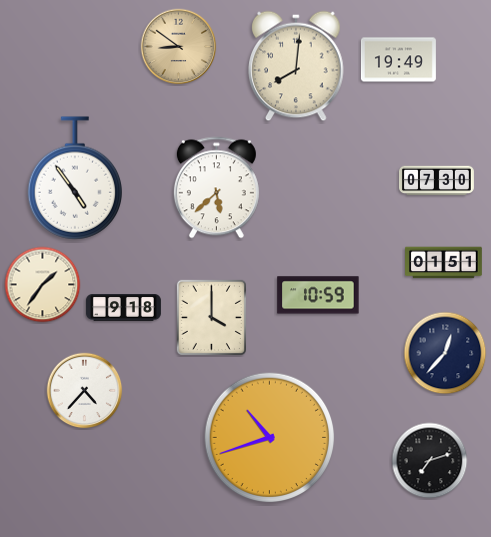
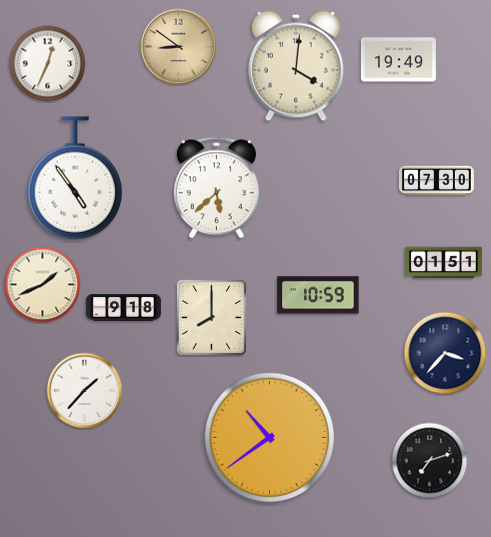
clock at (48, 64): none -> 12:34
clock at (296, 66): 8:01 -> 4:01
clock at (43, 285): 1:36 -> 1:41
clock at (211, 317): 4:00 -> 8:00
clock at (445, 353): 12:37 -> 3:37
clock at (85, 391): 4:37 -> 1:37
clock at (270, 438): 10:42 -> 10:39
